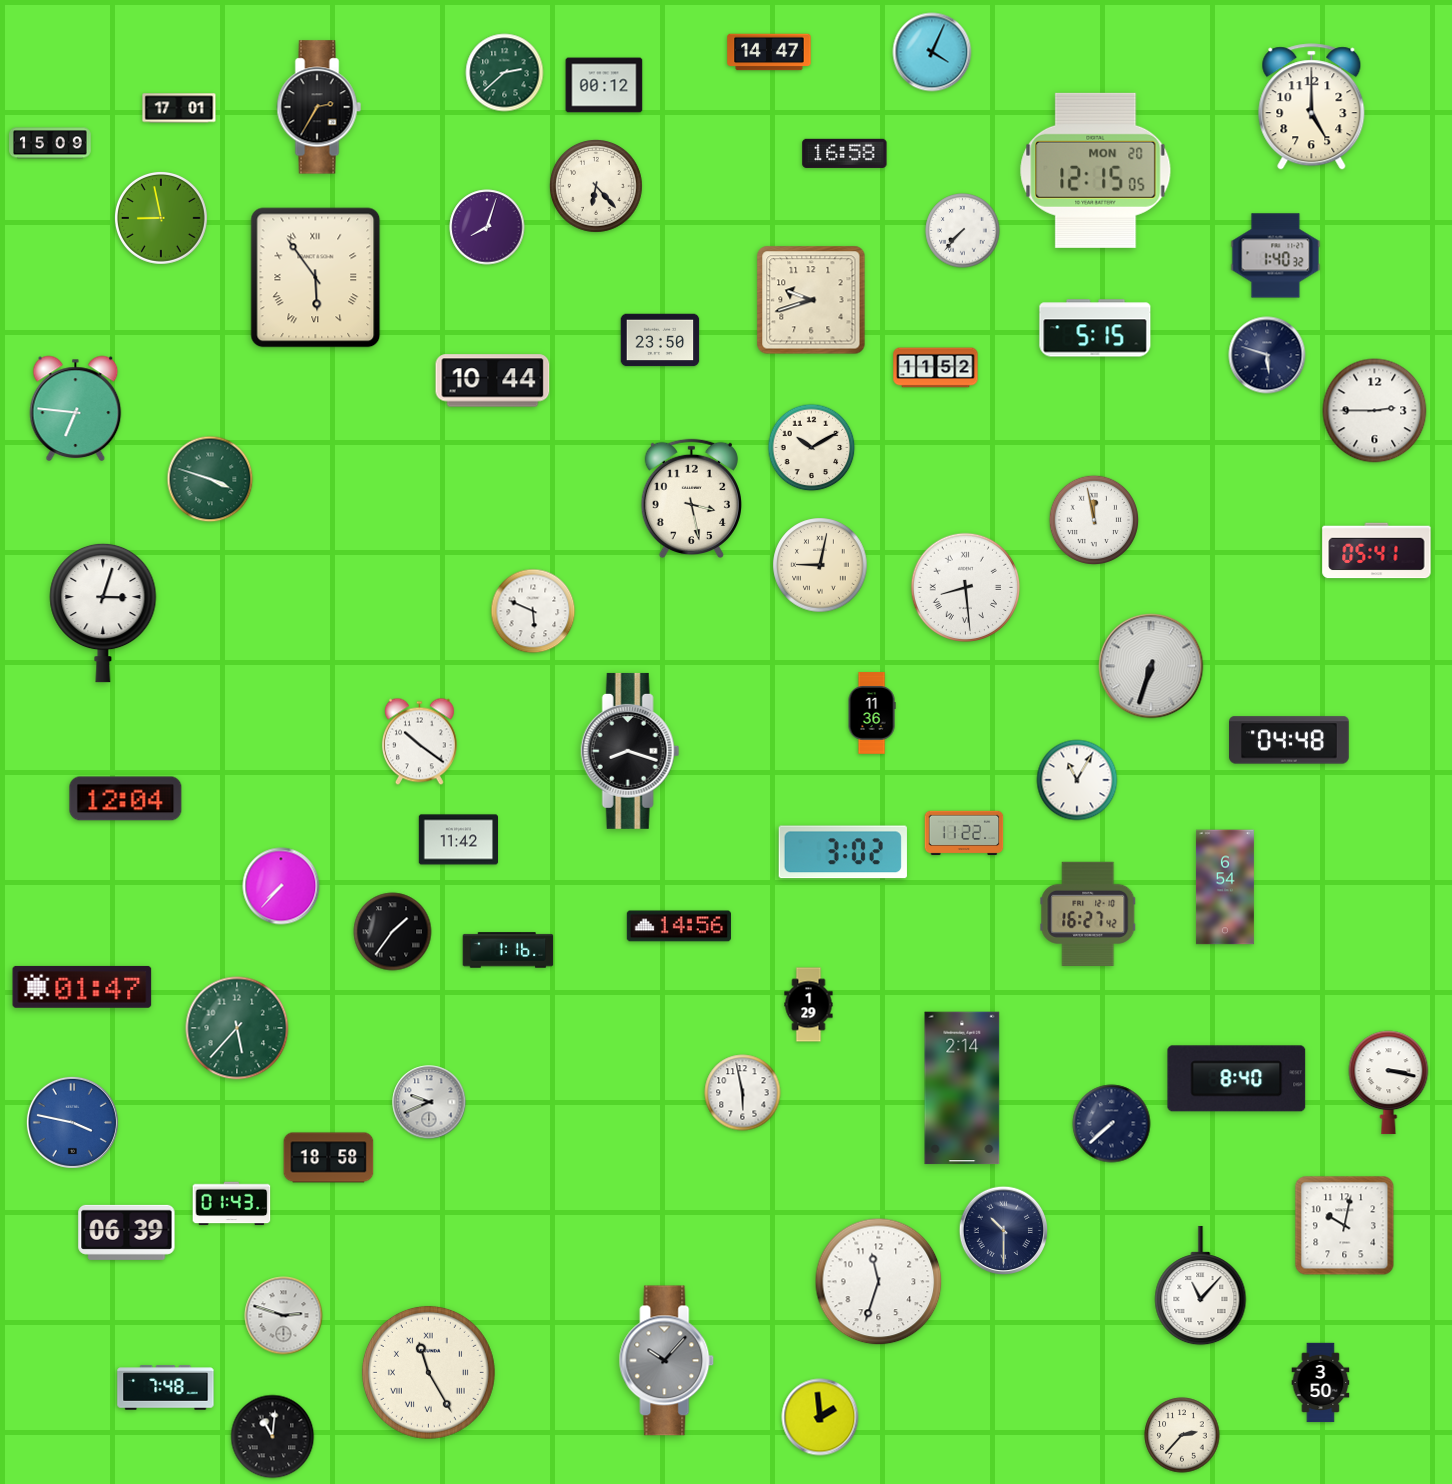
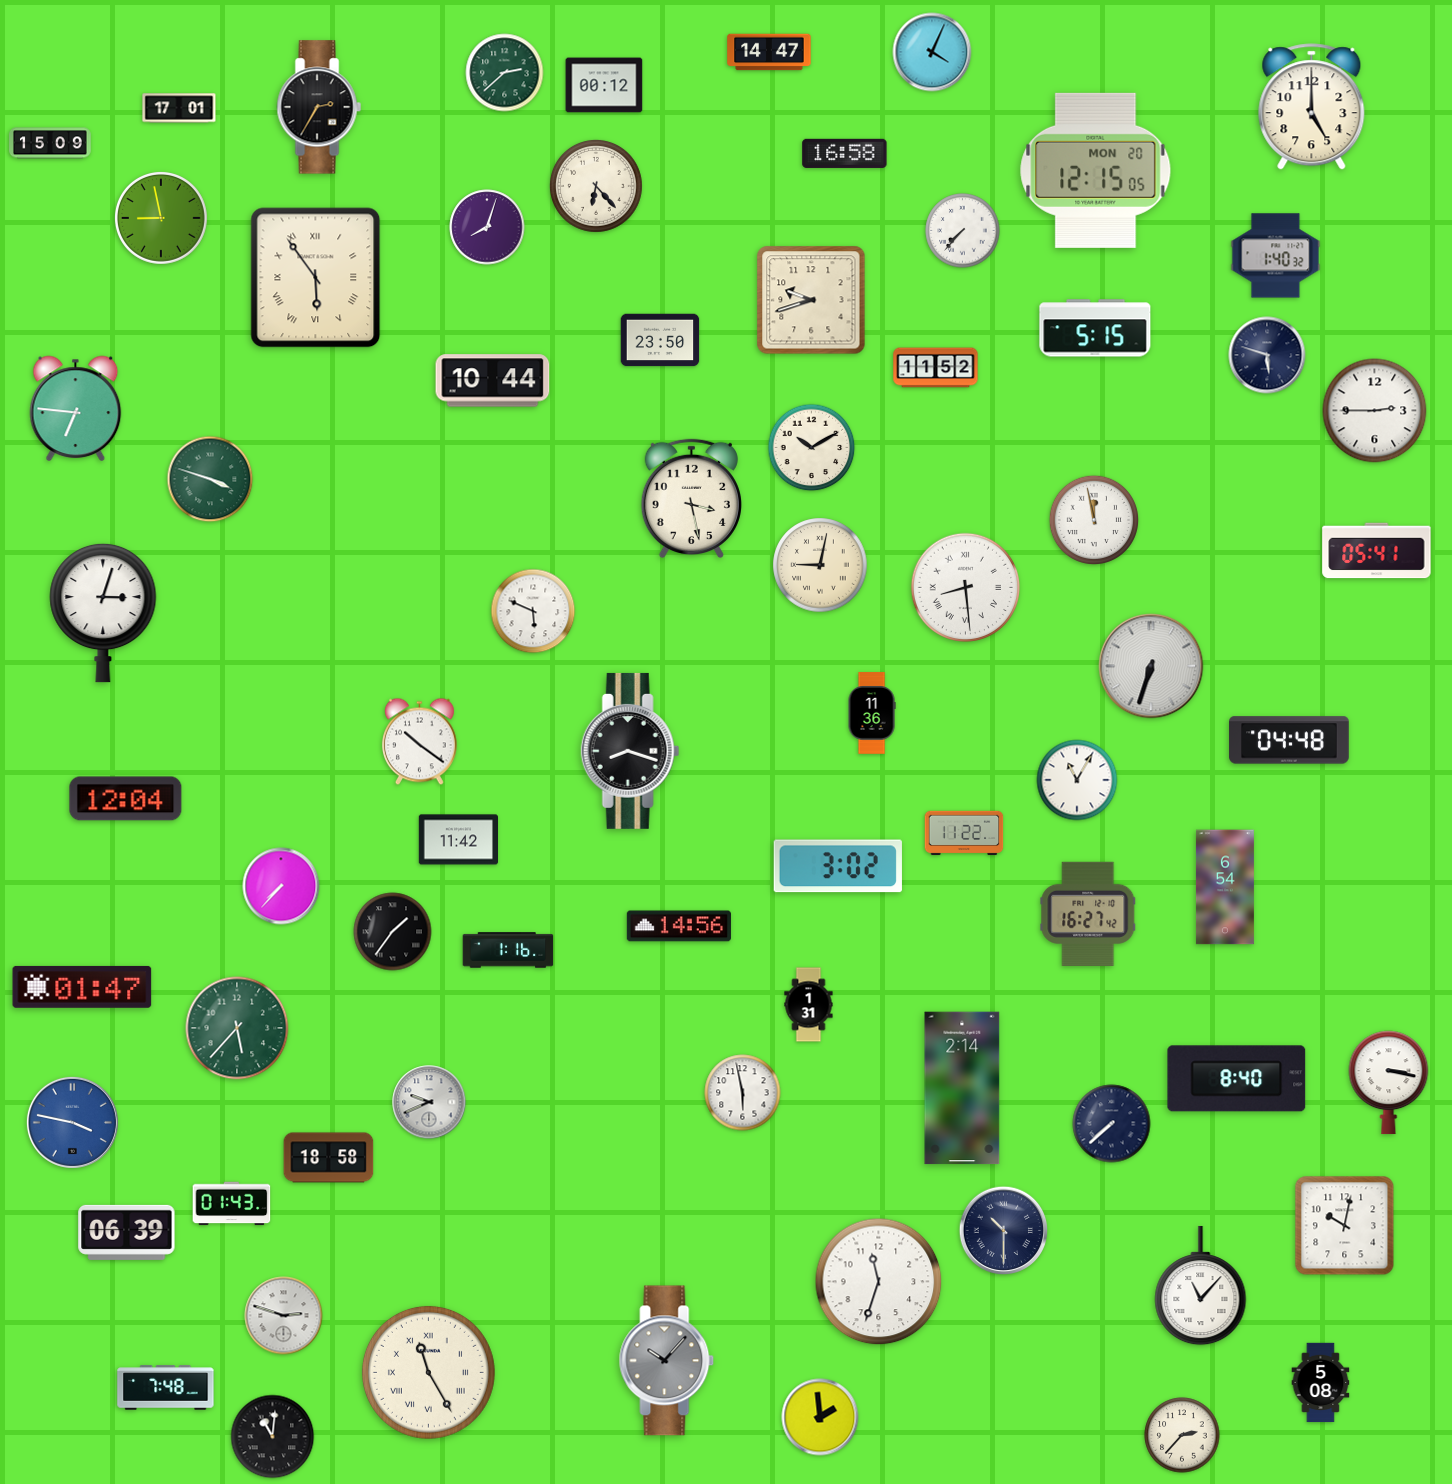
clock at (843, 852) position: (843, 852) -> (838, 866)
clock at (809, 1005): 1:29 -> 1:31
clock at (1321, 1383): 3:50 -> 5:08
